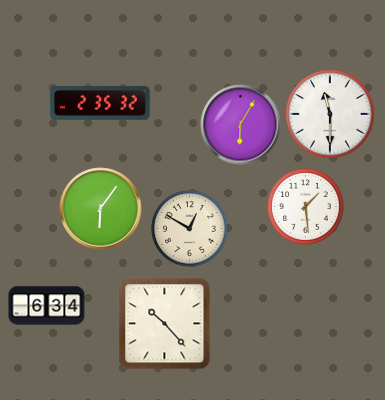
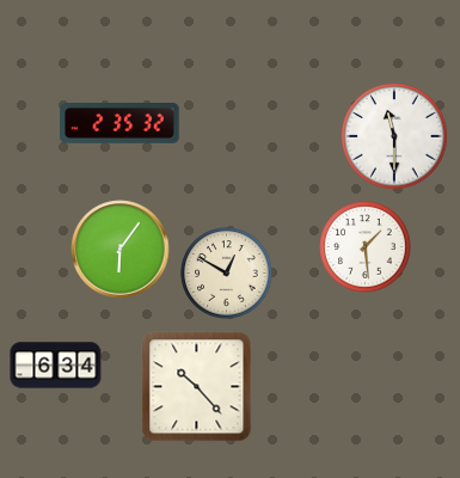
clock at (241, 125): 6:05 -> none
